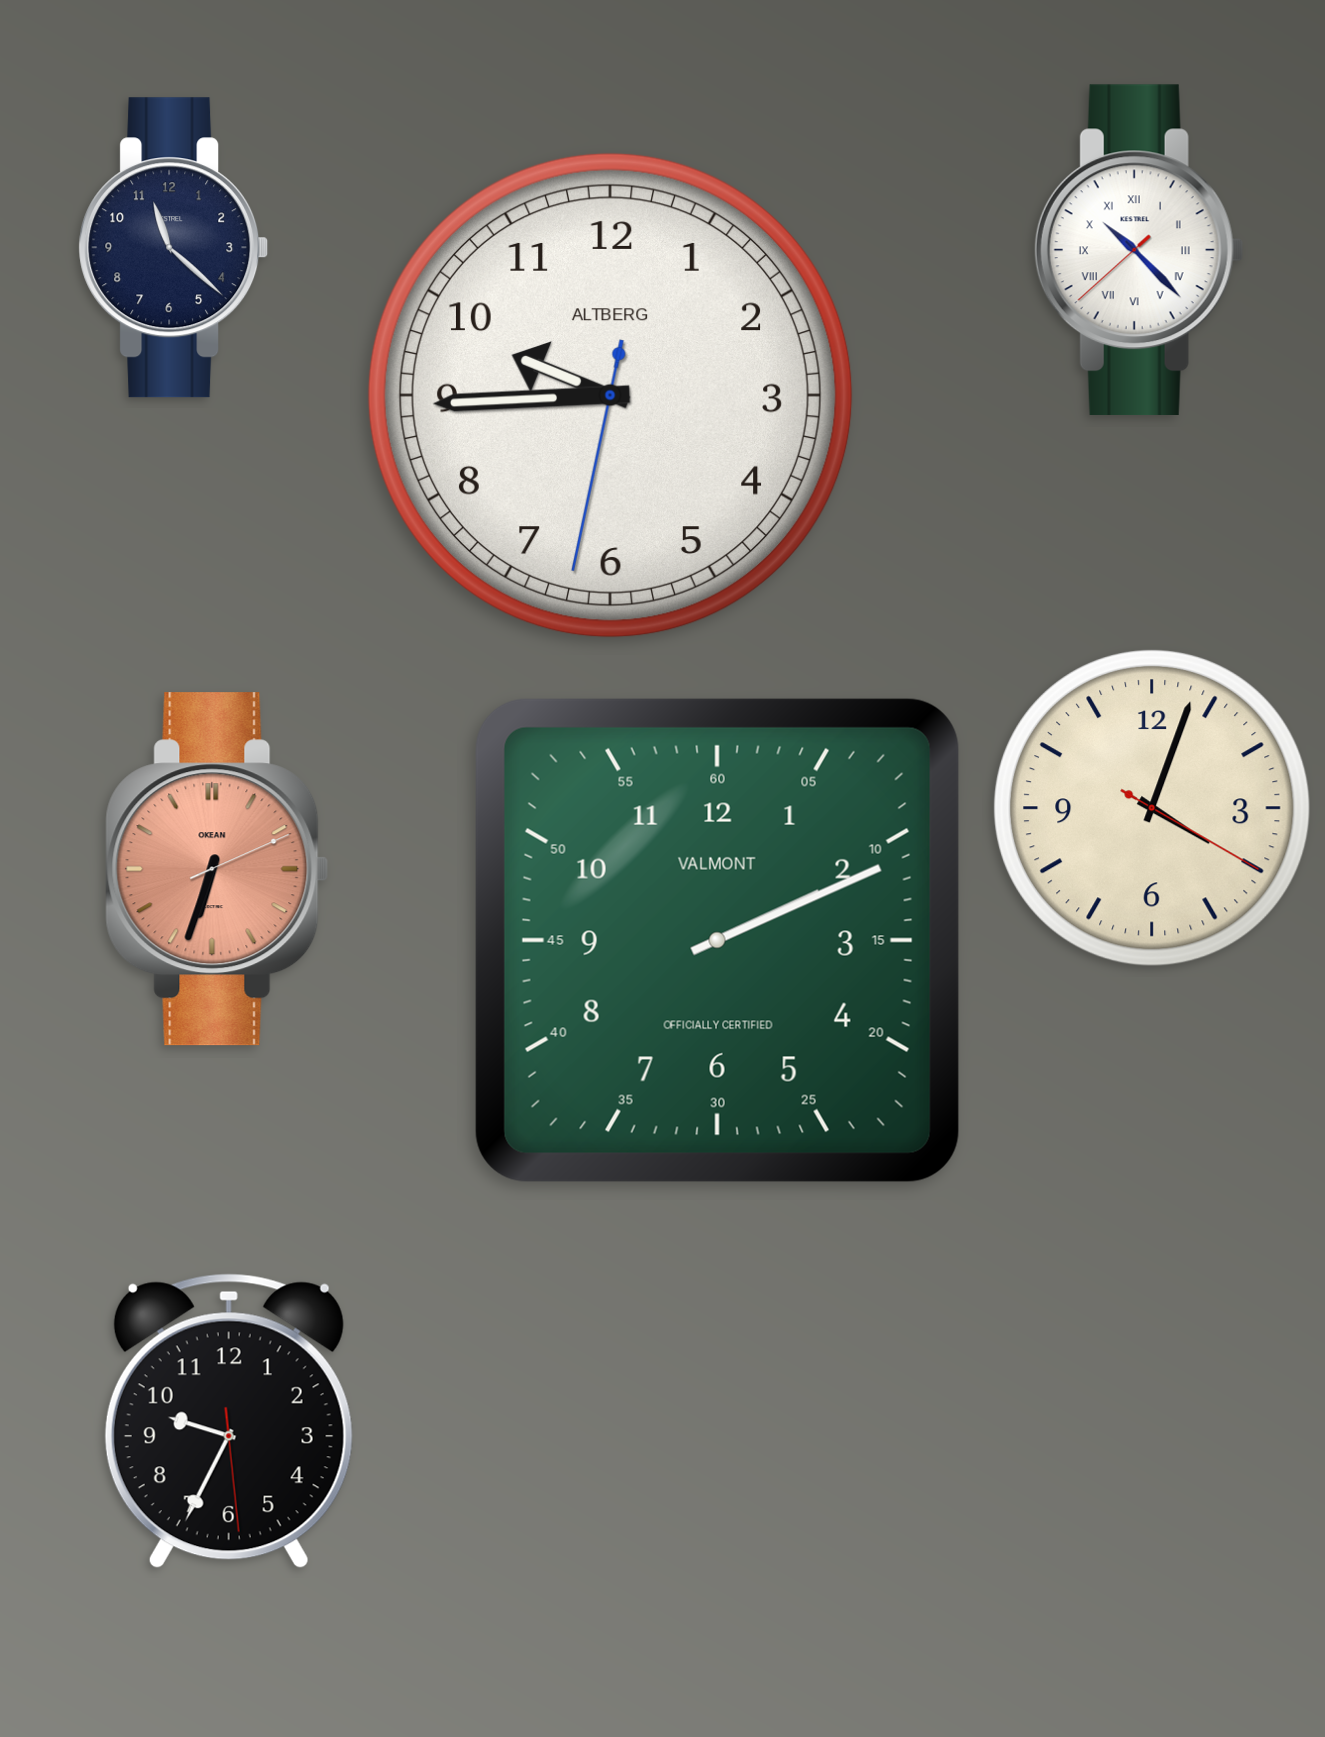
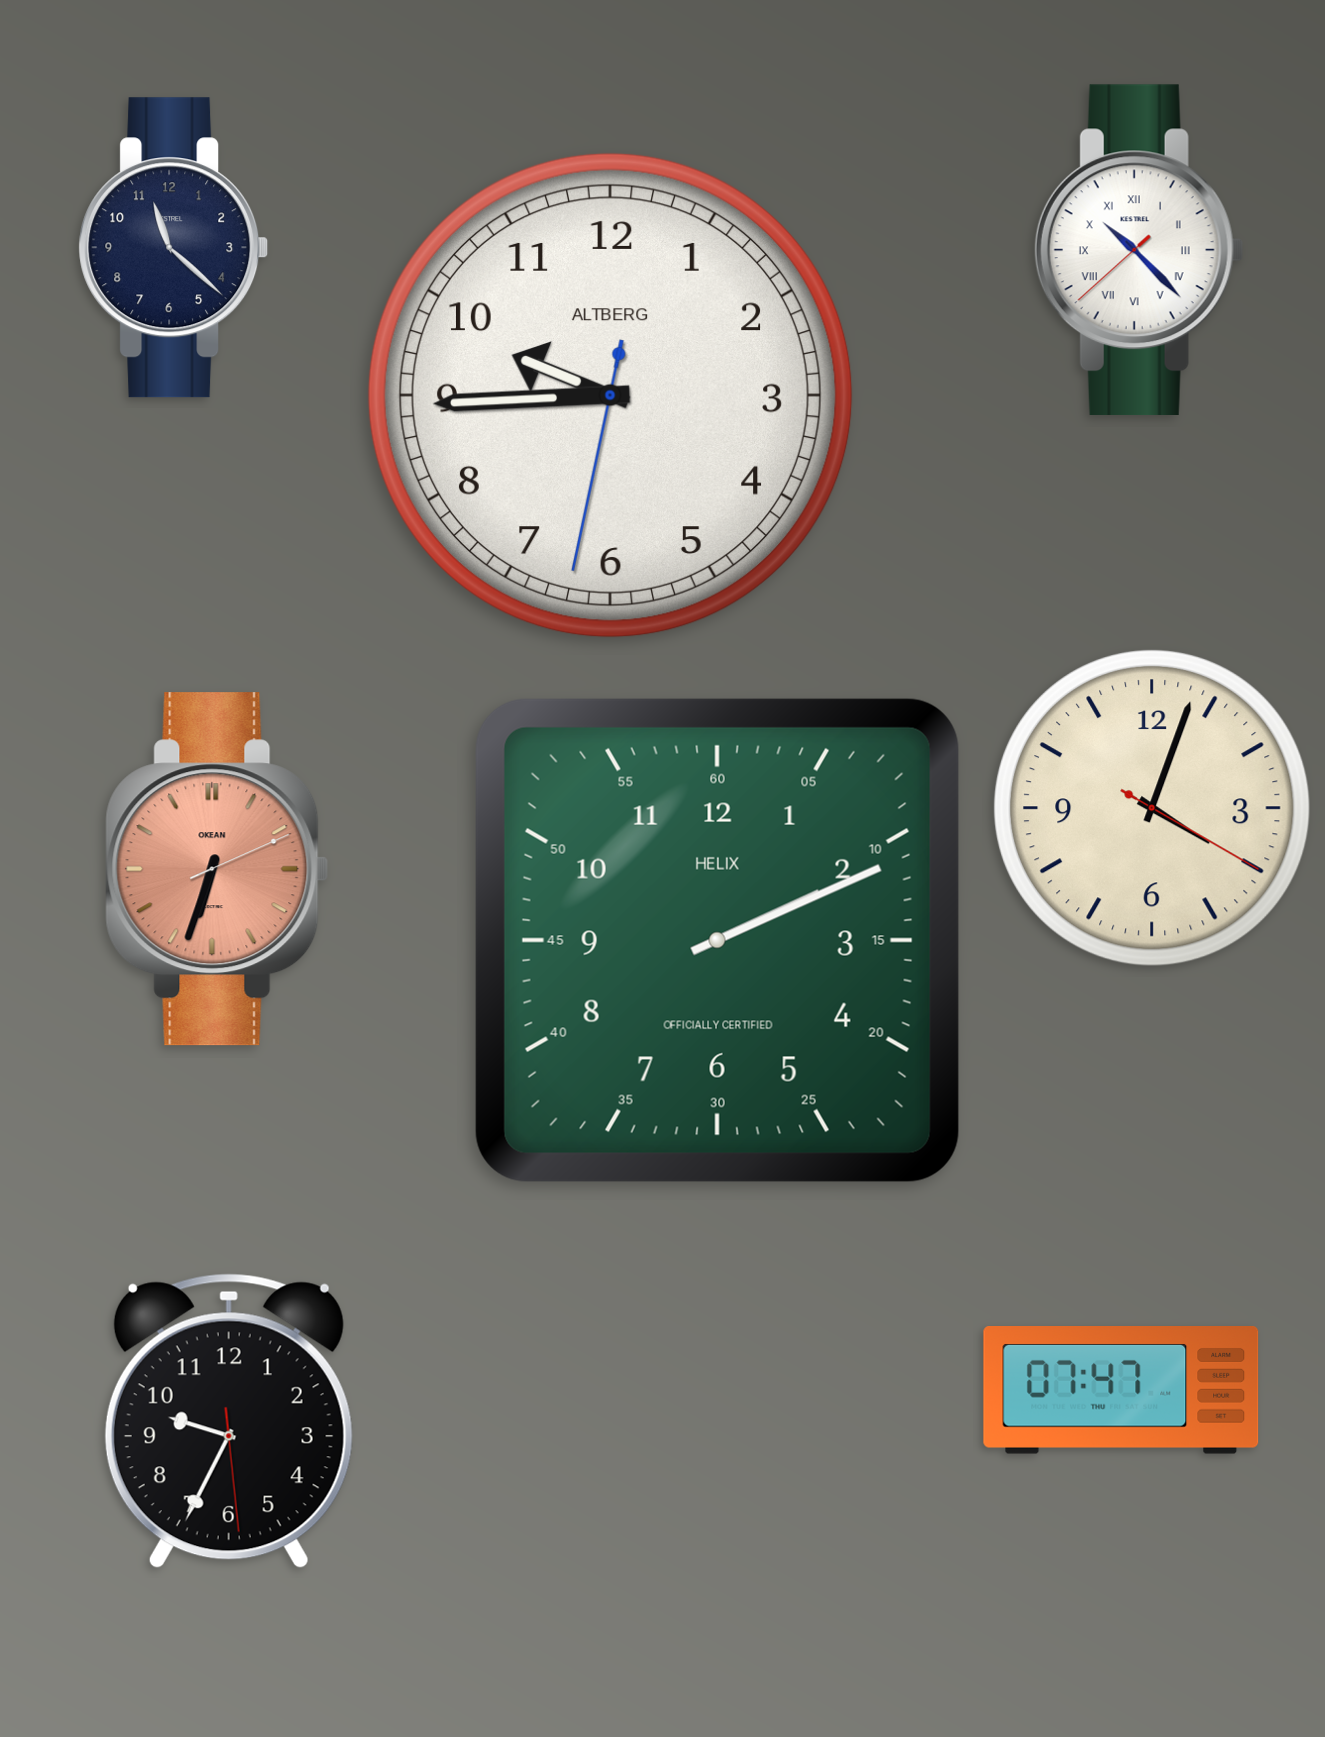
clock at (717, 940) brand: VALMONT -> HELIX
clock at (1121, 1390): none -> 07:47
